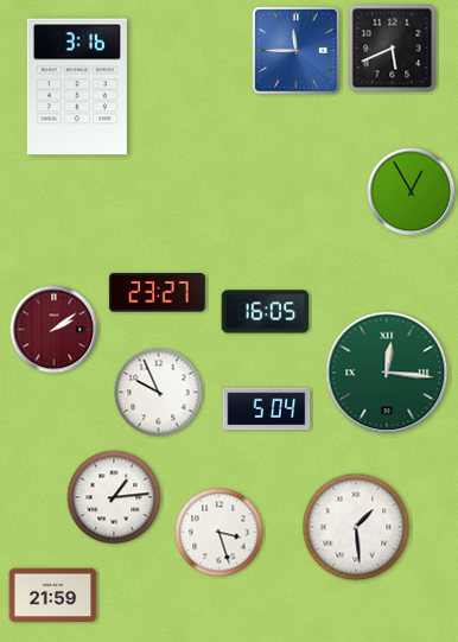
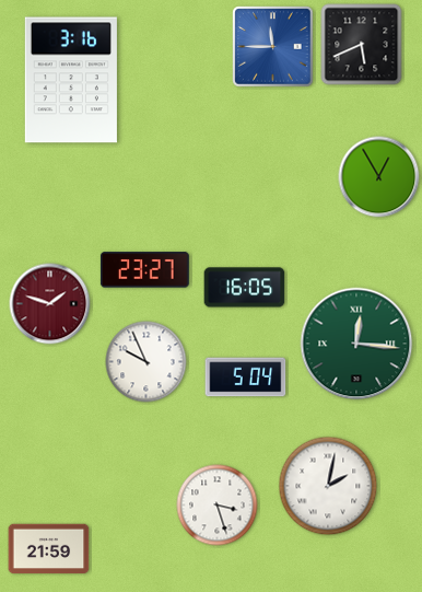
clock at (55, 330): 2:09 -> 1:48
clock at (114, 497): 1:14 -> none
clock at (356, 527): 1:29 -> 2:02
clock at (220, 533) position: (220, 533) -> (218, 506)
